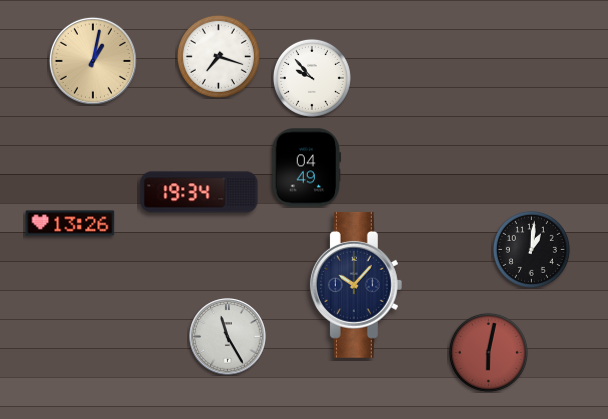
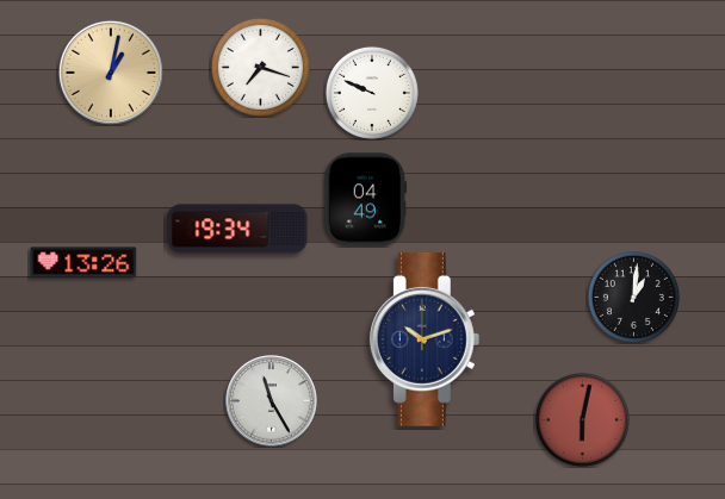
clock at (312, 78): 9:53 -> 9:49
clock at (70, 223) position: (70, 223) -> (83, 262)
clock at (356, 285): 10:07 -> 10:12
